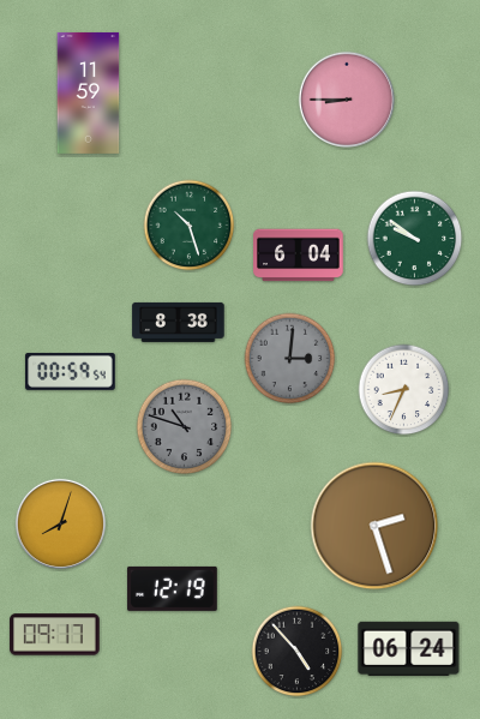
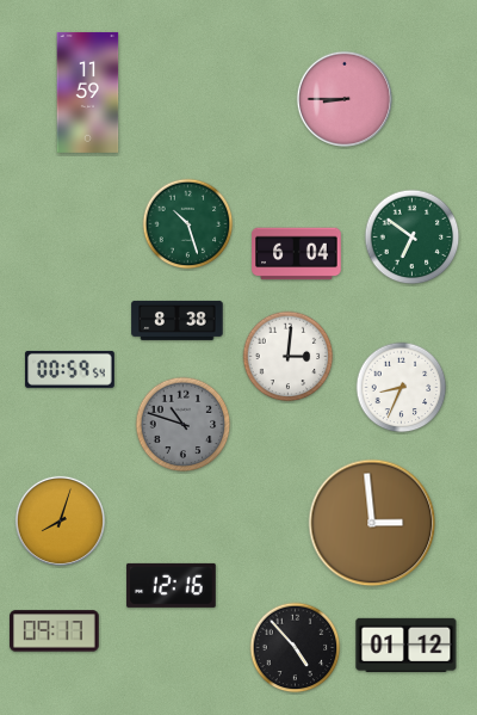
clock at (415, 239): 9:51 -> 6:51
clock at (290, 359) dial: grey -> white
clock at (374, 526): 2:27 -> 2:59
clock at (173, 588): 12:19 -> 12:16
clock at (409, 648): 06:24 -> 01:12
